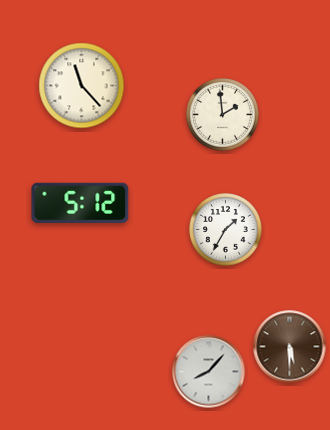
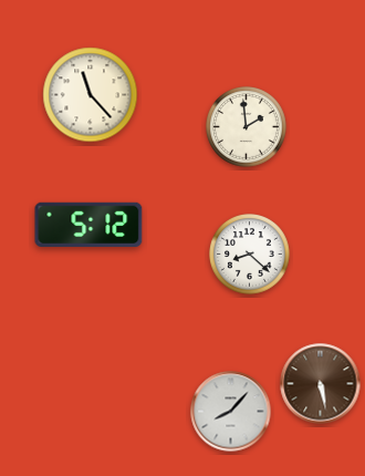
clock at (226, 230): 1:35 -> 8:22
clock at (290, 347): 5:30 -> 5:28
